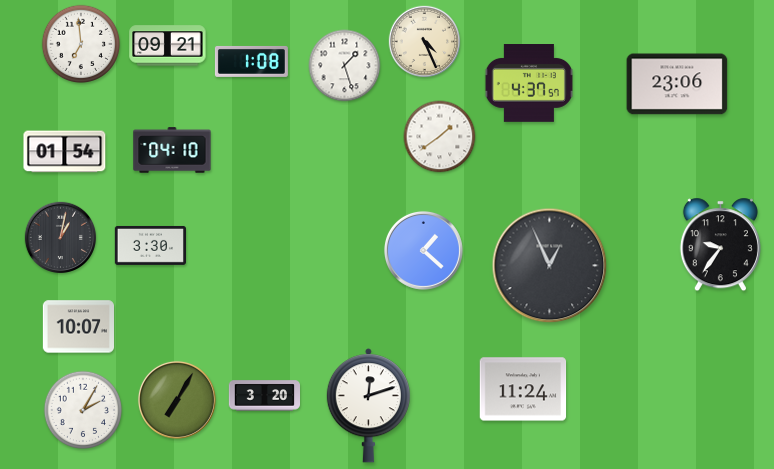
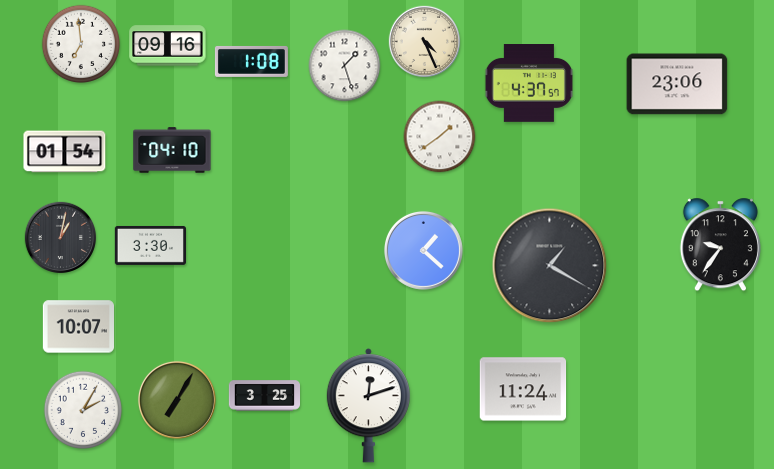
clock at (168, 46): 09:21 -> 09:16
clock at (550, 266): 12:56 -> 1:20
clock at (264, 396): 3:20 -> 3:25
